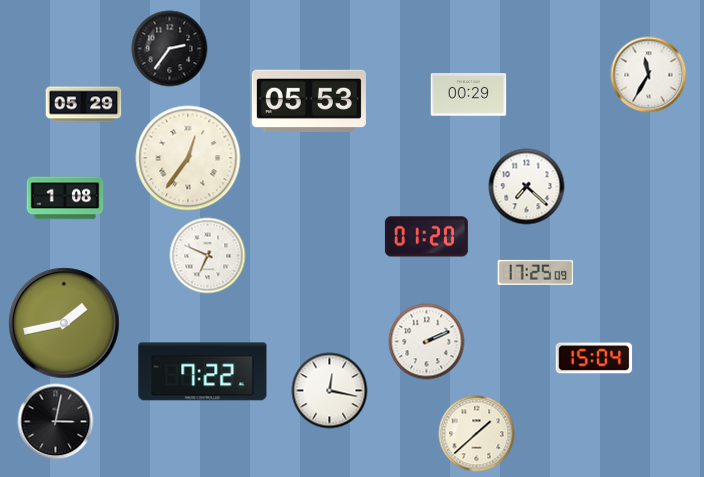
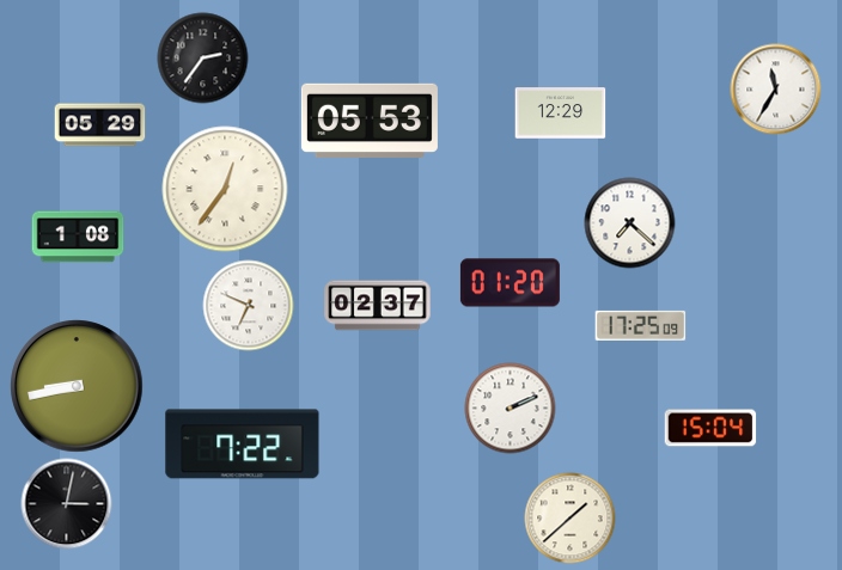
clock at (469, 95): 00:29 -> 12:29
clock at (378, 306): none -> 02:37
clock at (64, 323): 1:43 -> 8:43
clock at (330, 391): 12:17 -> none
